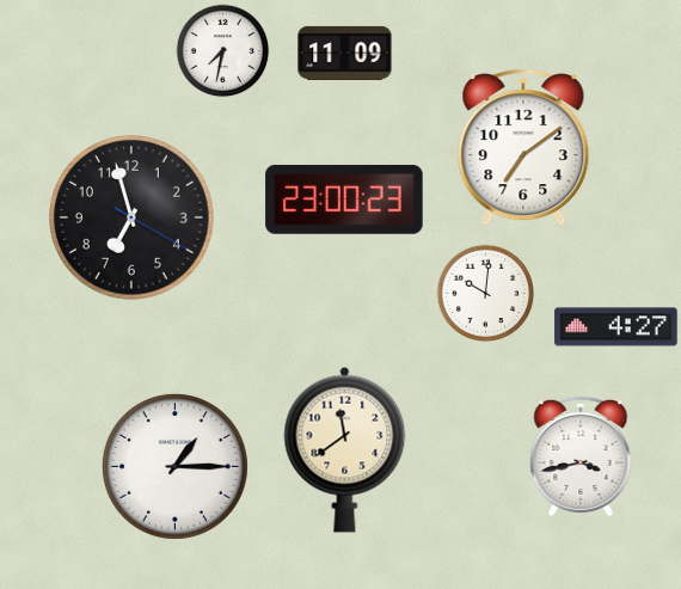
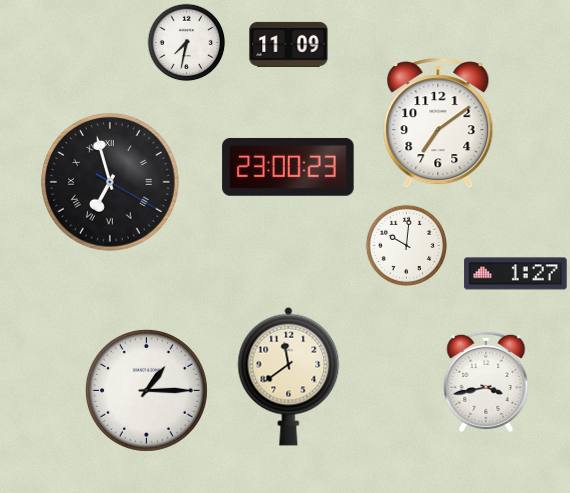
clock at (133, 219) numerals: Arabic -> Roman
clock at (616, 327): 4:27 -> 1:27
